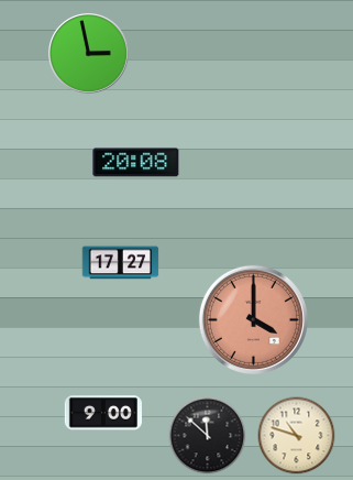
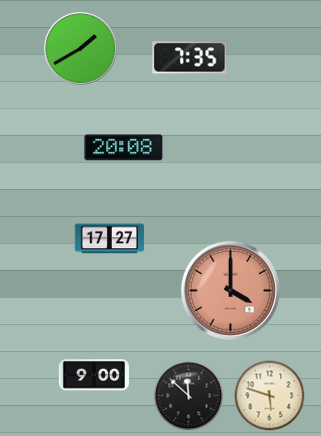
clock at (88, 53): 2:58 -> 1:40
clock at (190, 58): none -> 7:35
clock at (297, 436): 10:48 -> 5:48
